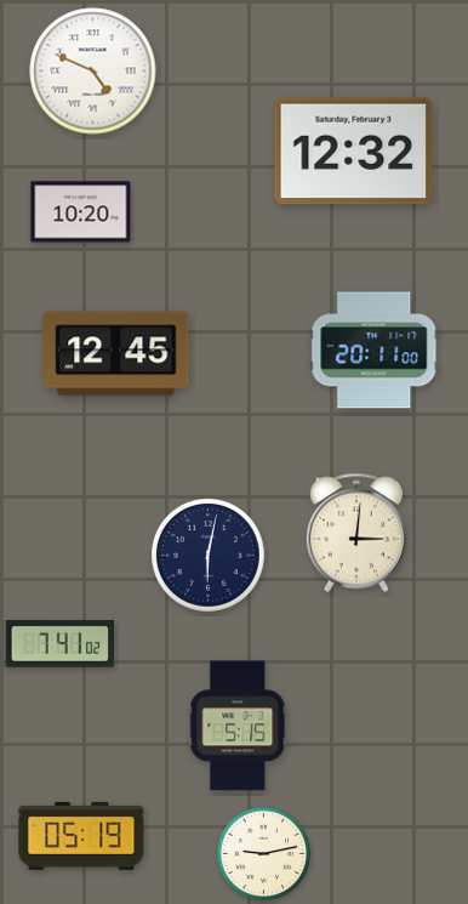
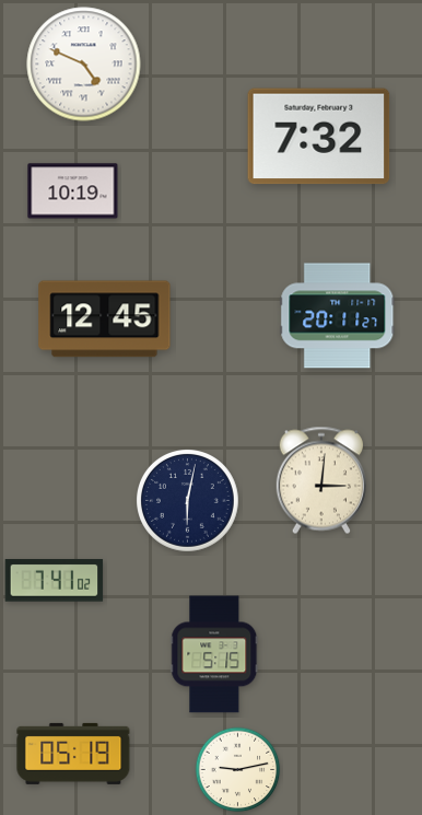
clock at (354, 152): 12:32 -> 7:32
clock at (81, 212): 10:20 -> 10:19
clock at (375, 351): 20:11:00 -> 20:11:27
